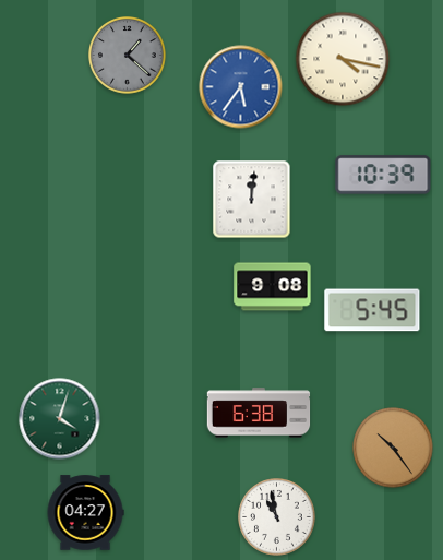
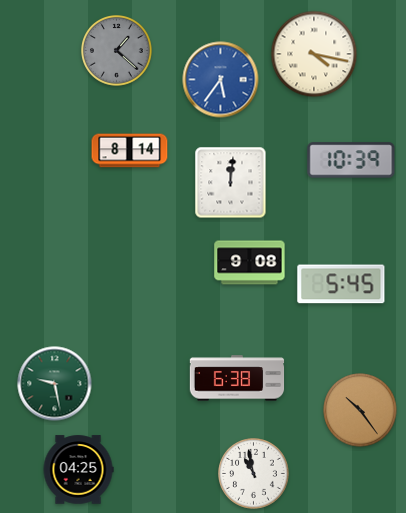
clock at (130, 151): none -> 8:14
clock at (60, 419): 4:03 -> 9:28
clock at (85, 513): 04:27 -> 04:25
